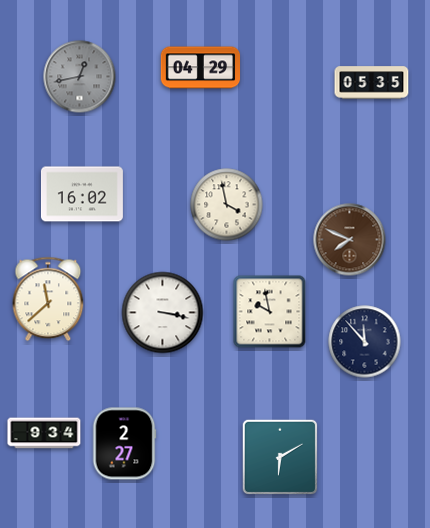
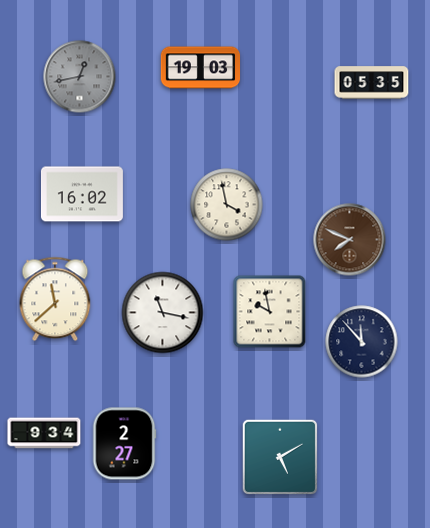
clock at (201, 68): 04:29 -> 19:03
clock at (48, 299) position: (48, 299) -> (55, 299)
clock at (163, 313): 3:17 -> 11:17
clock at (365, 342) position: (365, 342) -> (362, 342)
clock at (279, 456): 6:10 -> 5:10
